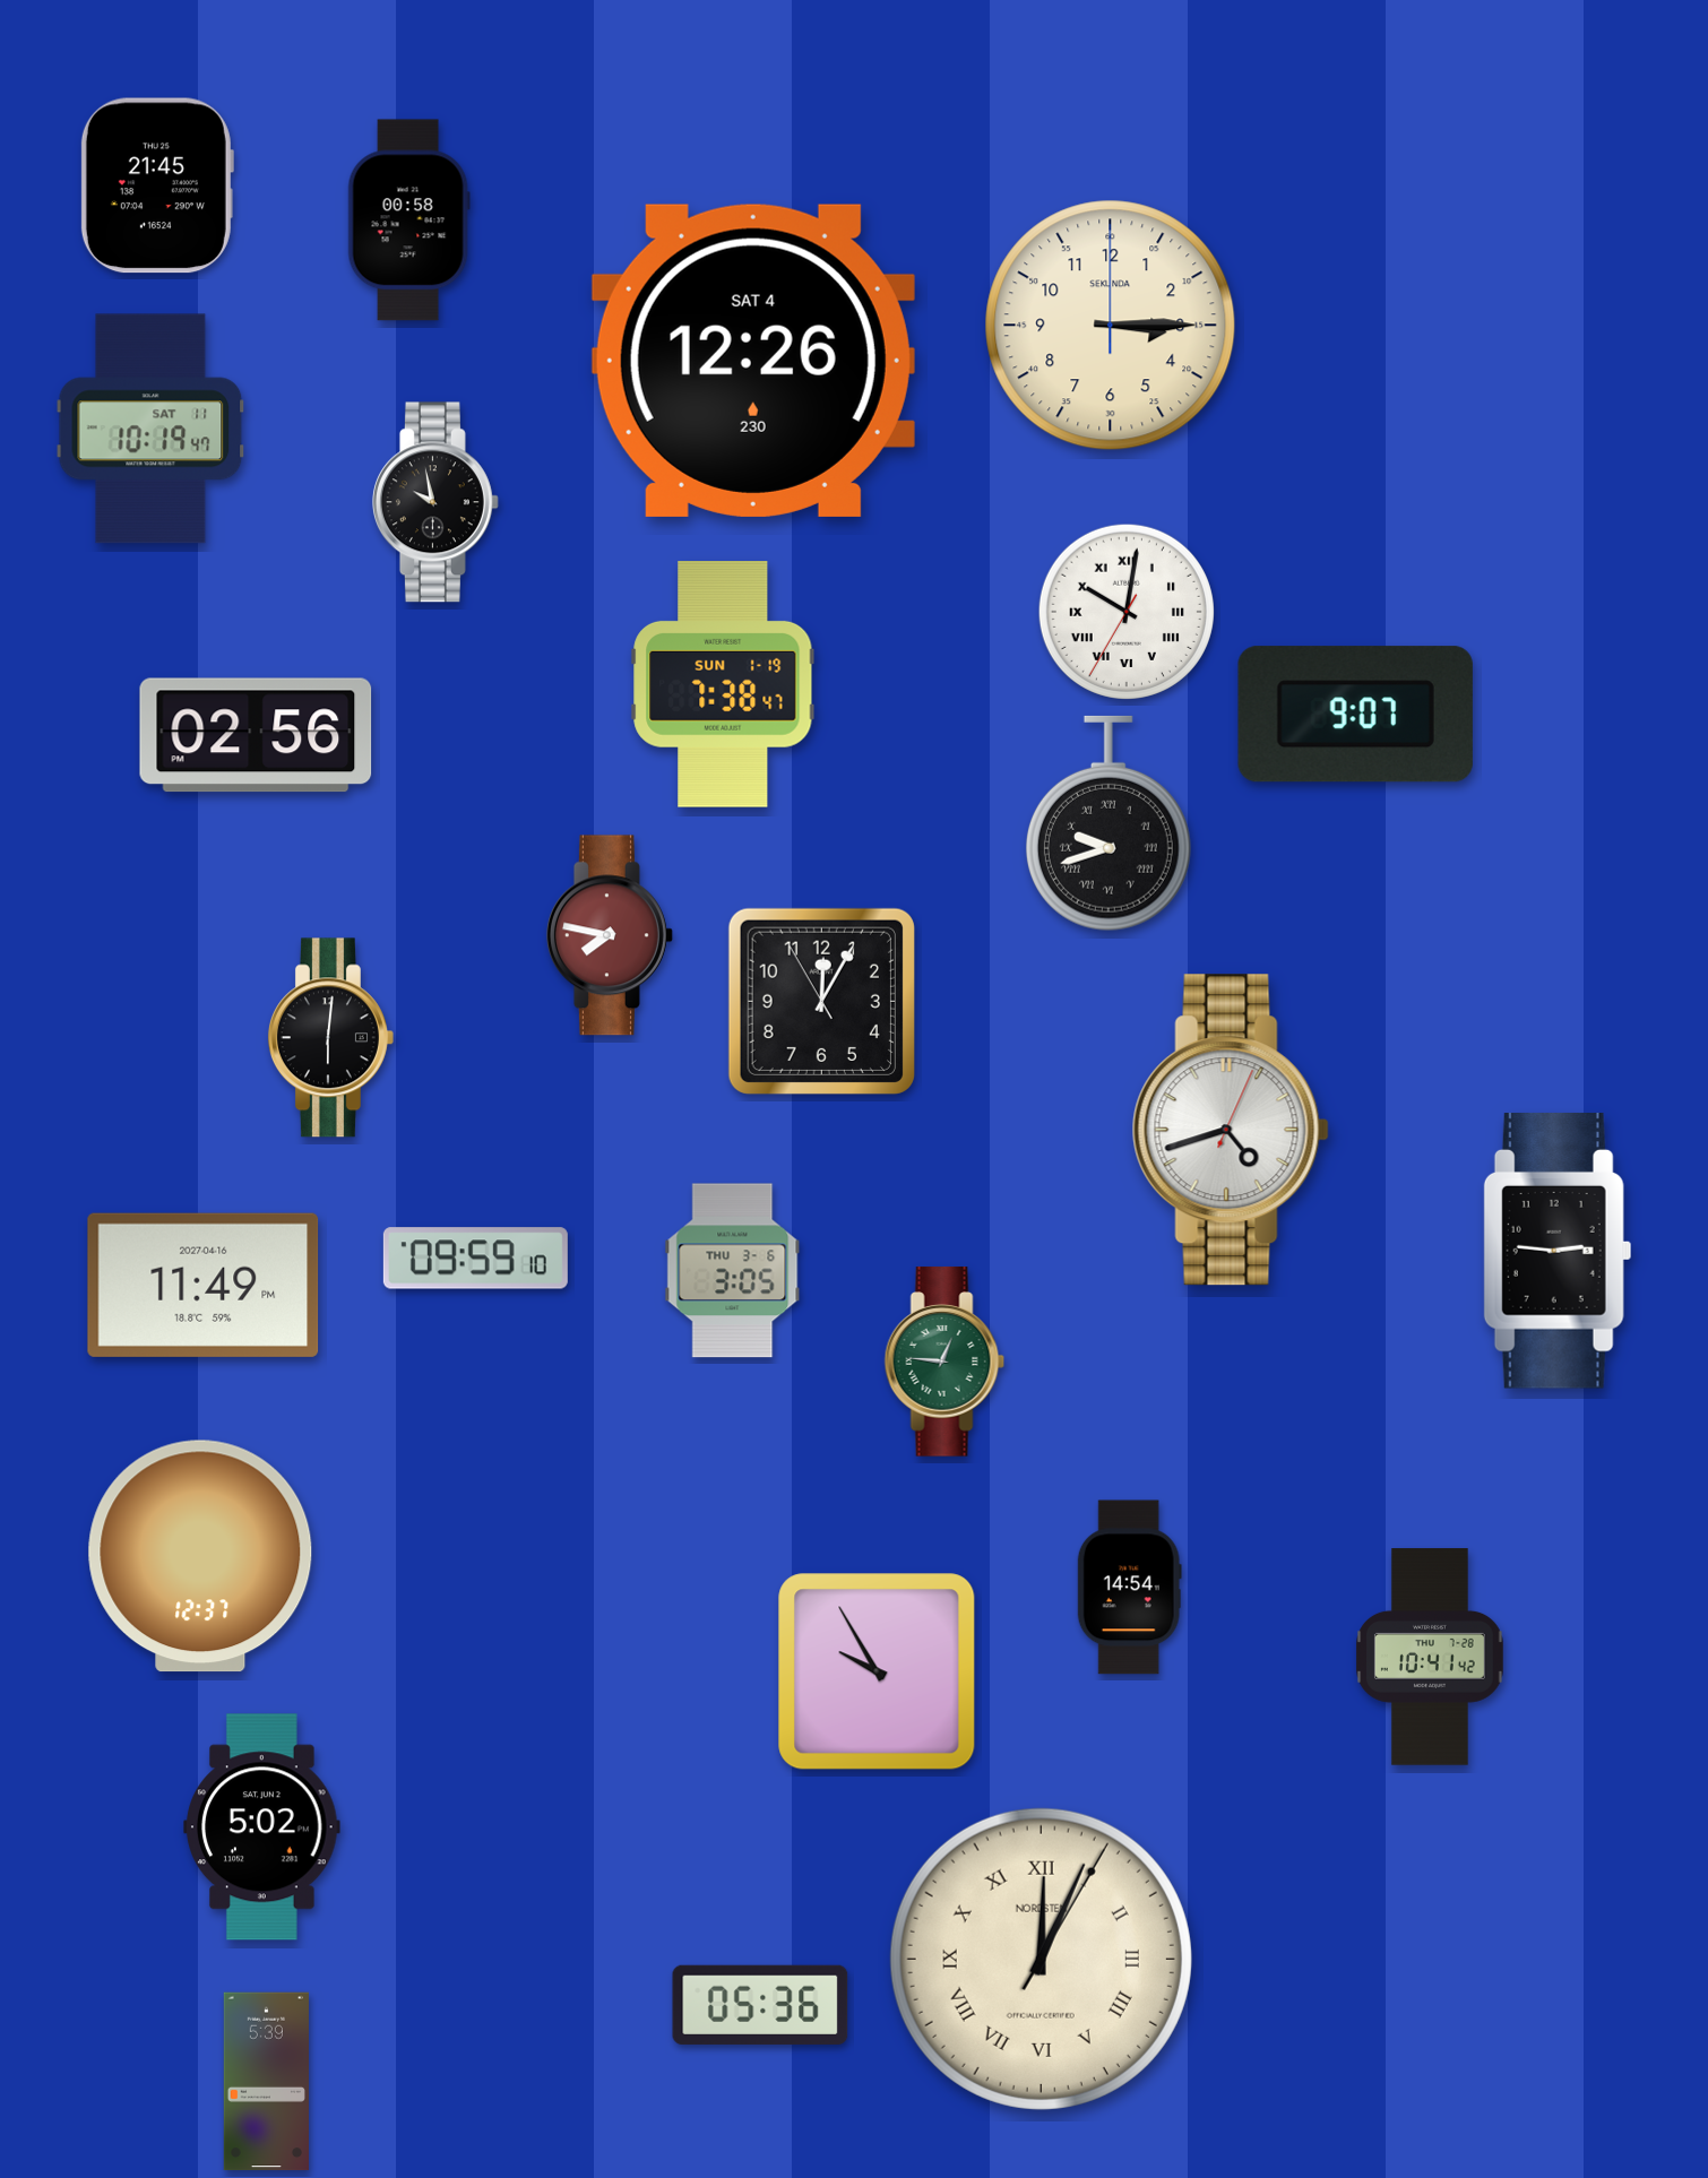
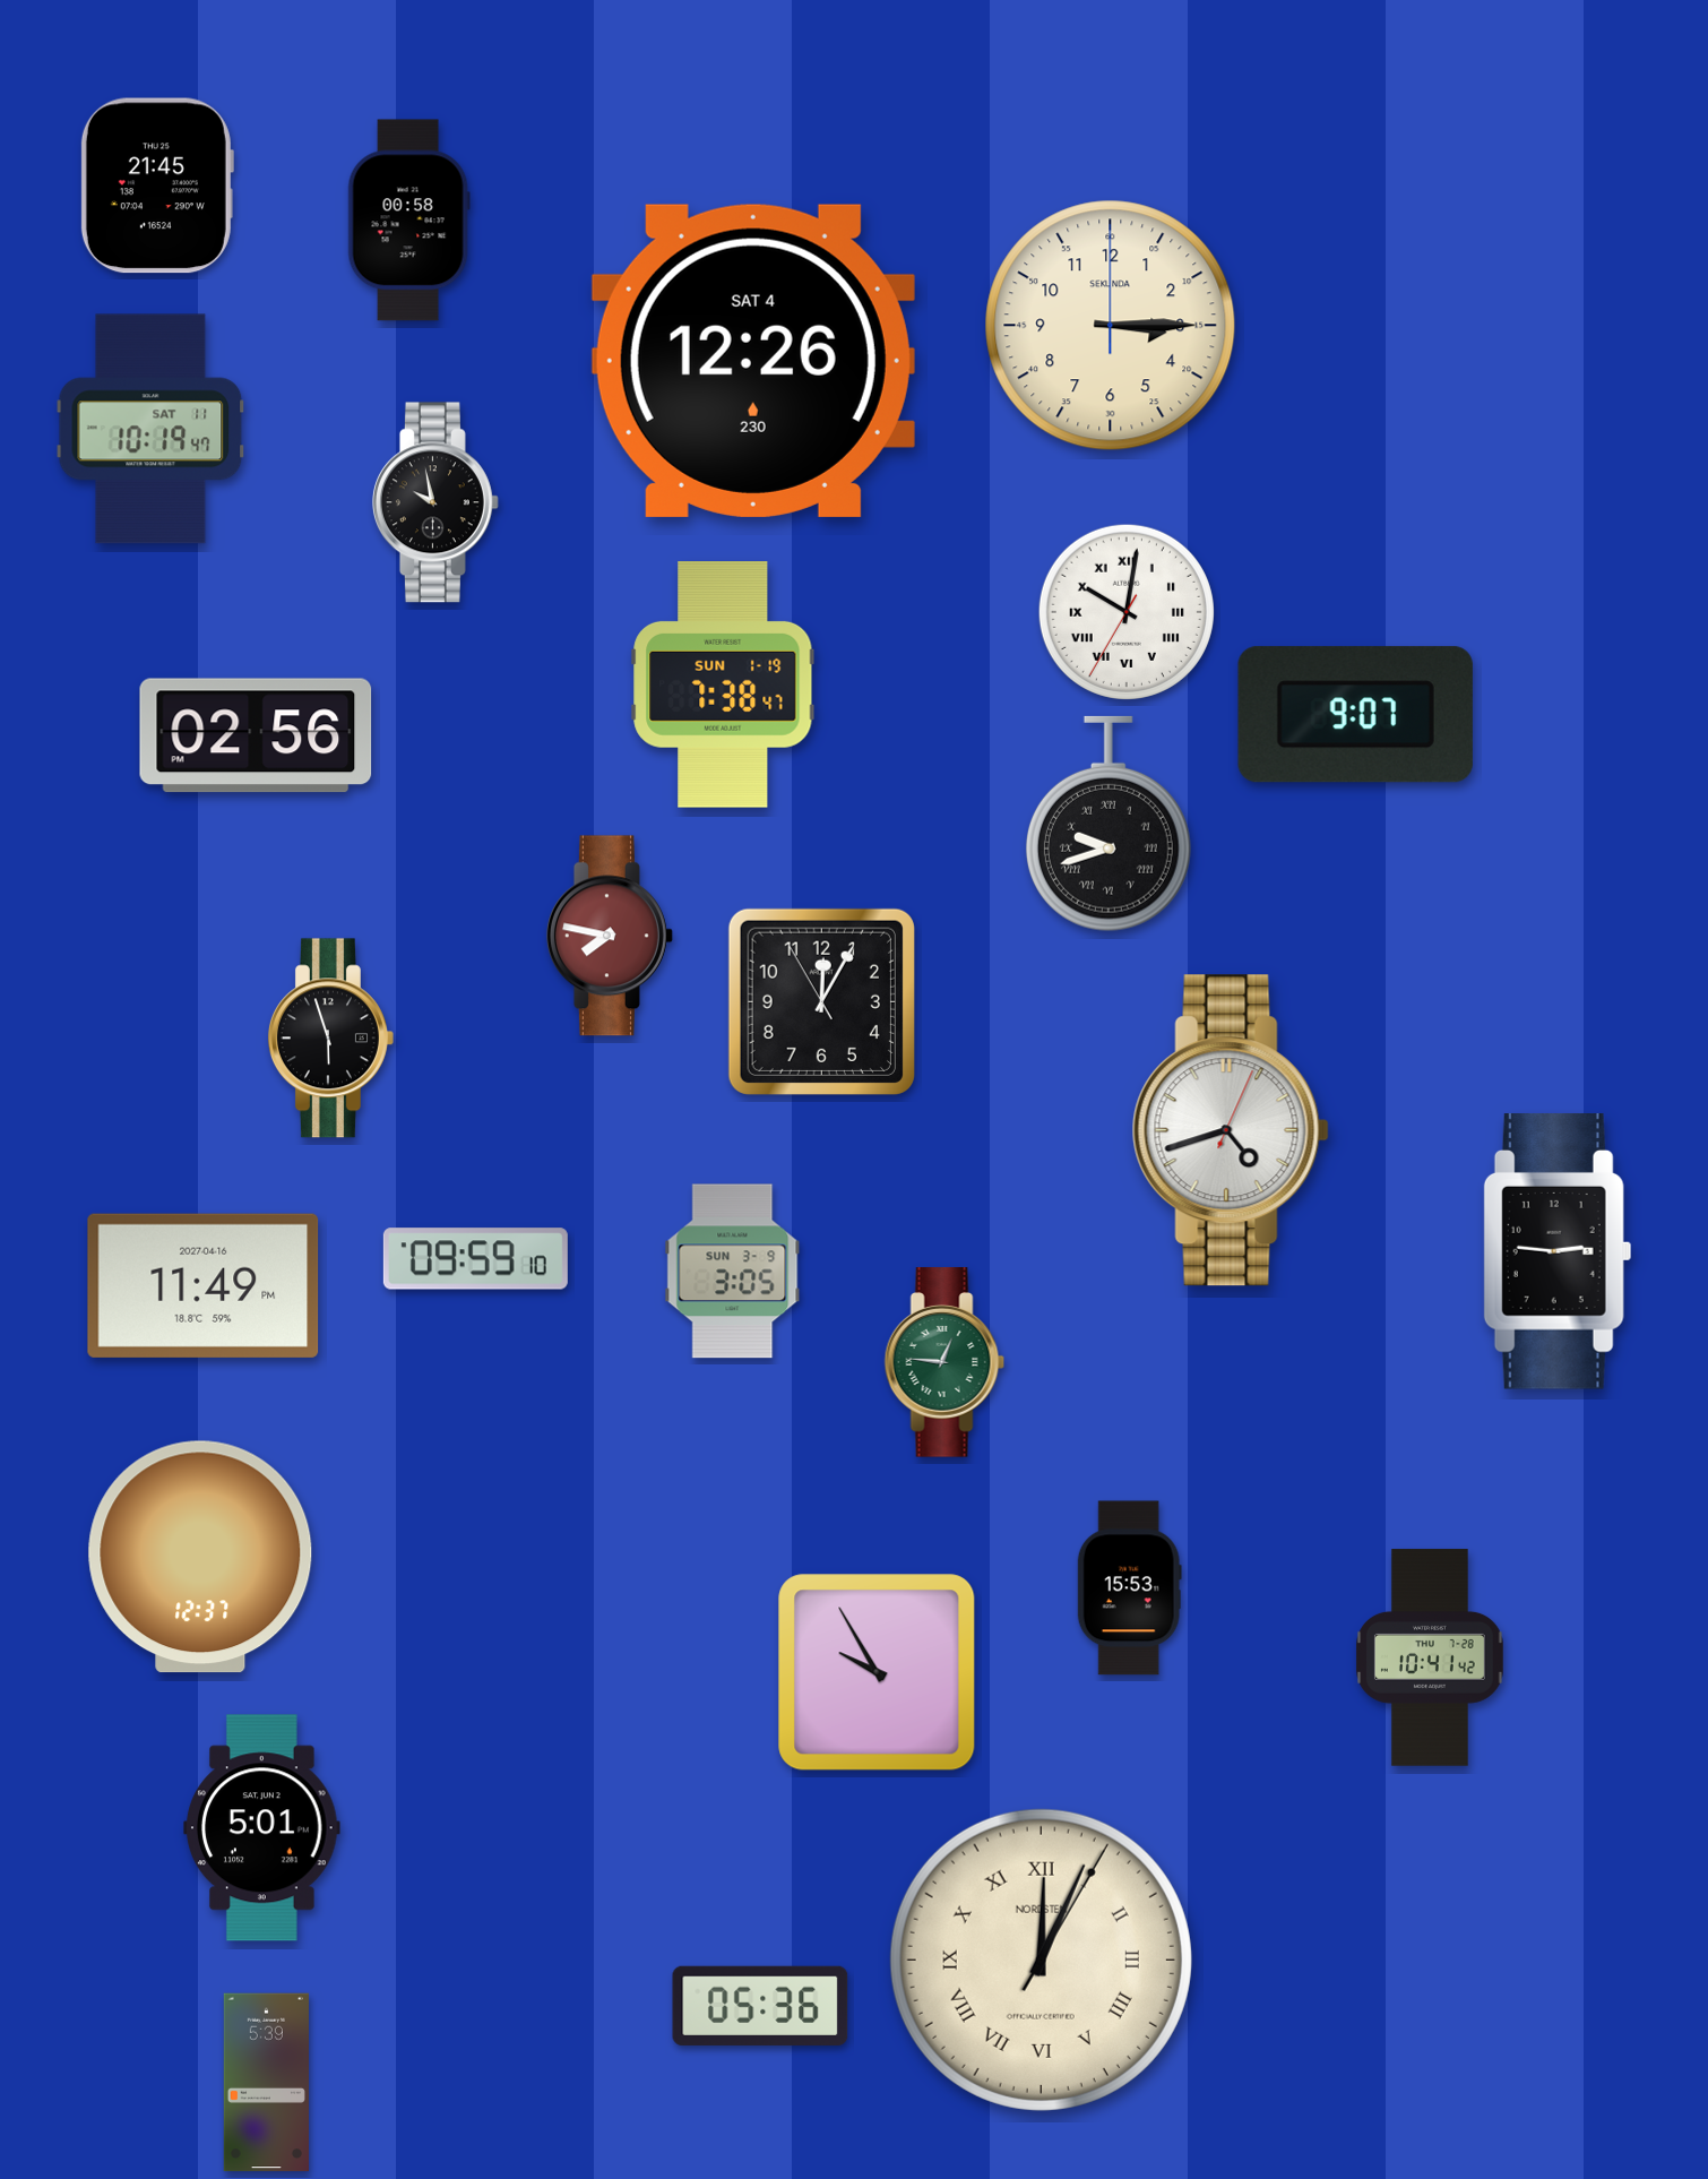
clock at (330, 1038): 6:01 -> 5:57
clock at (733, 1271) date: THU 3-6 -> SUN 3-9
clock at (1129, 1588): 14:54 -> 15:53
clock at (262, 1827): 5:02 -> 5:01
